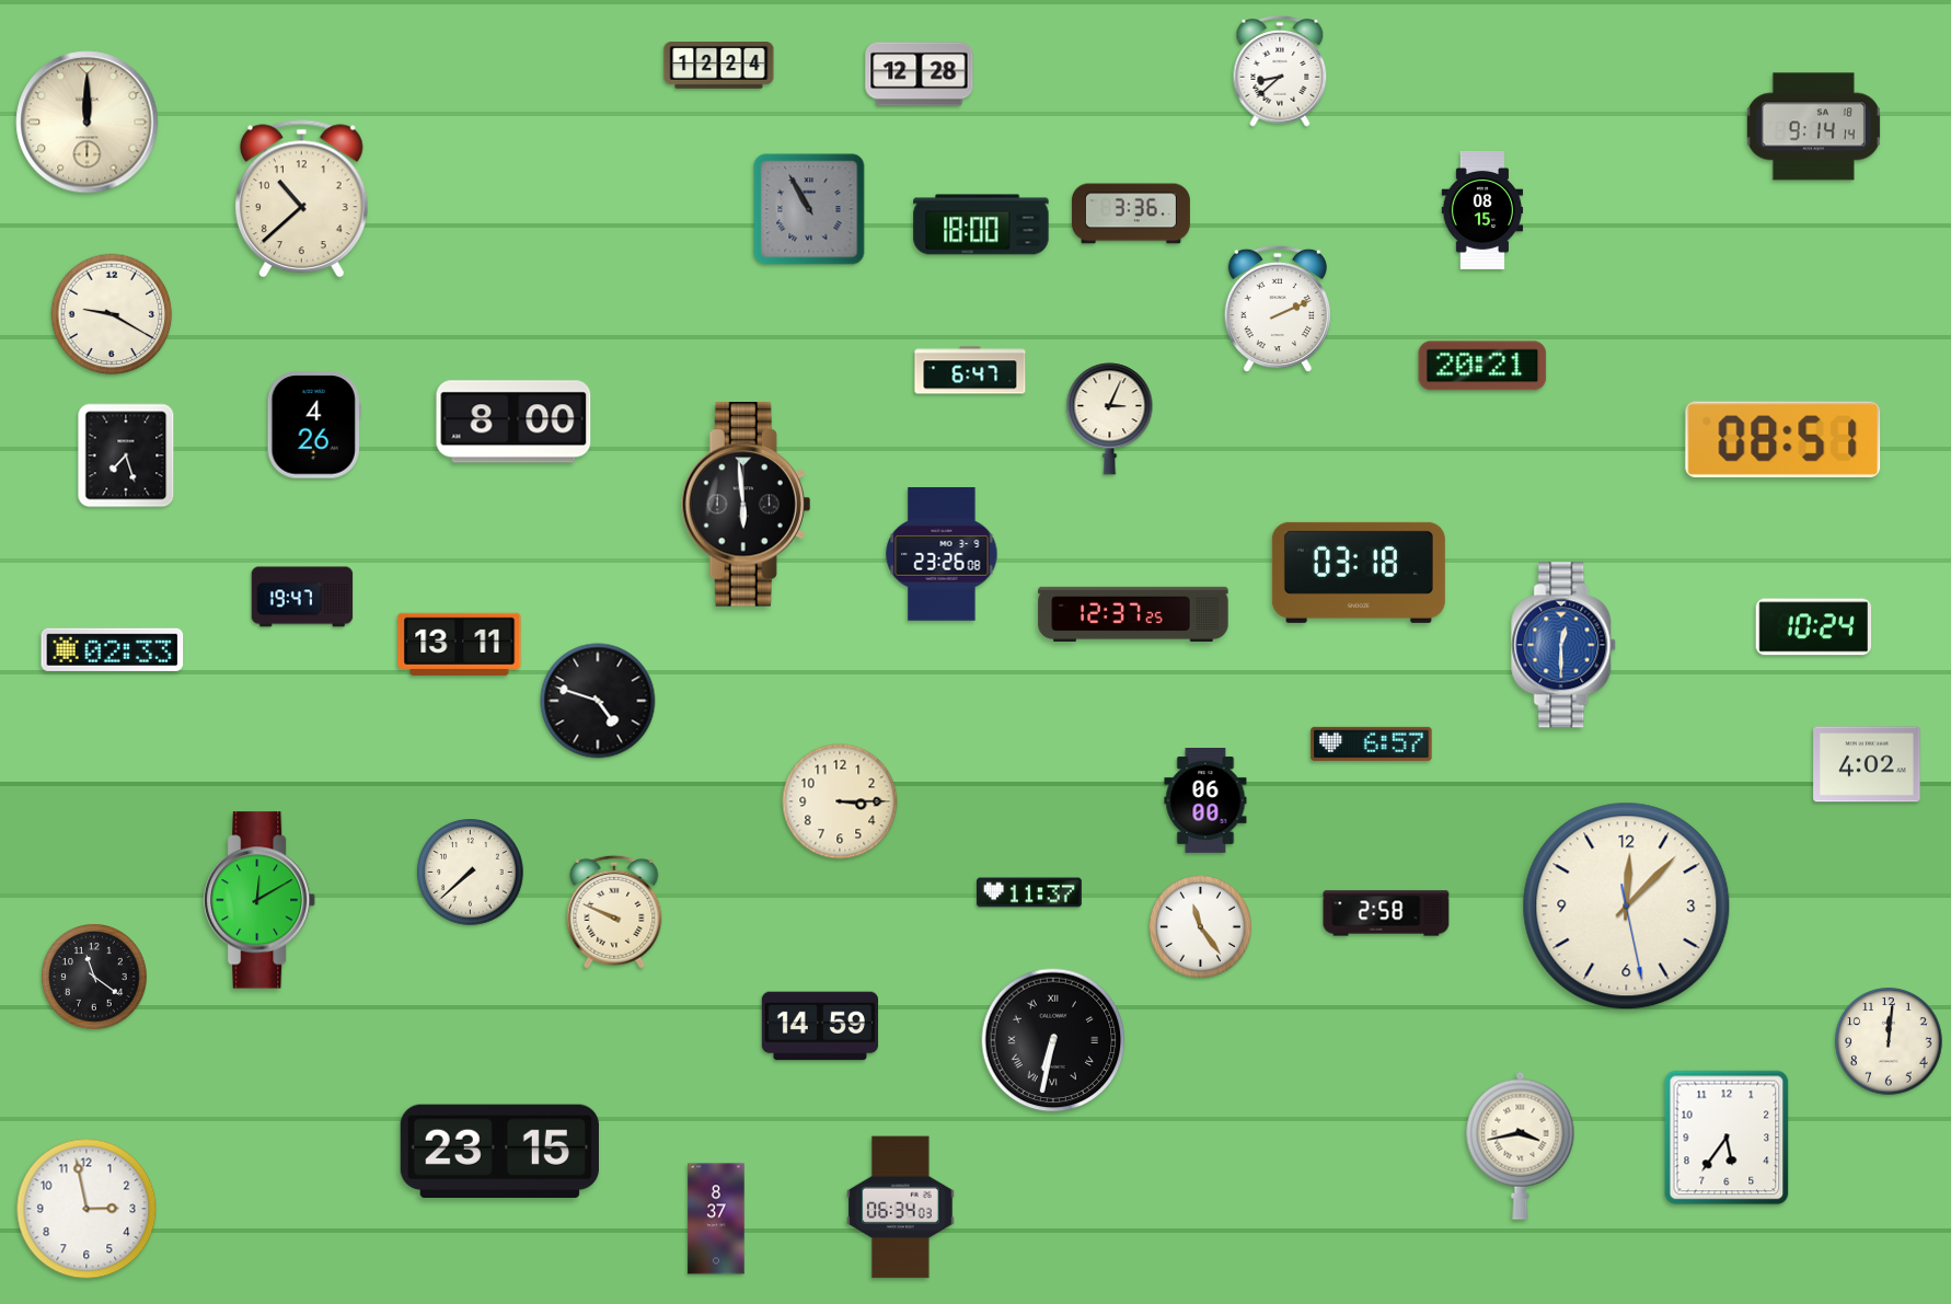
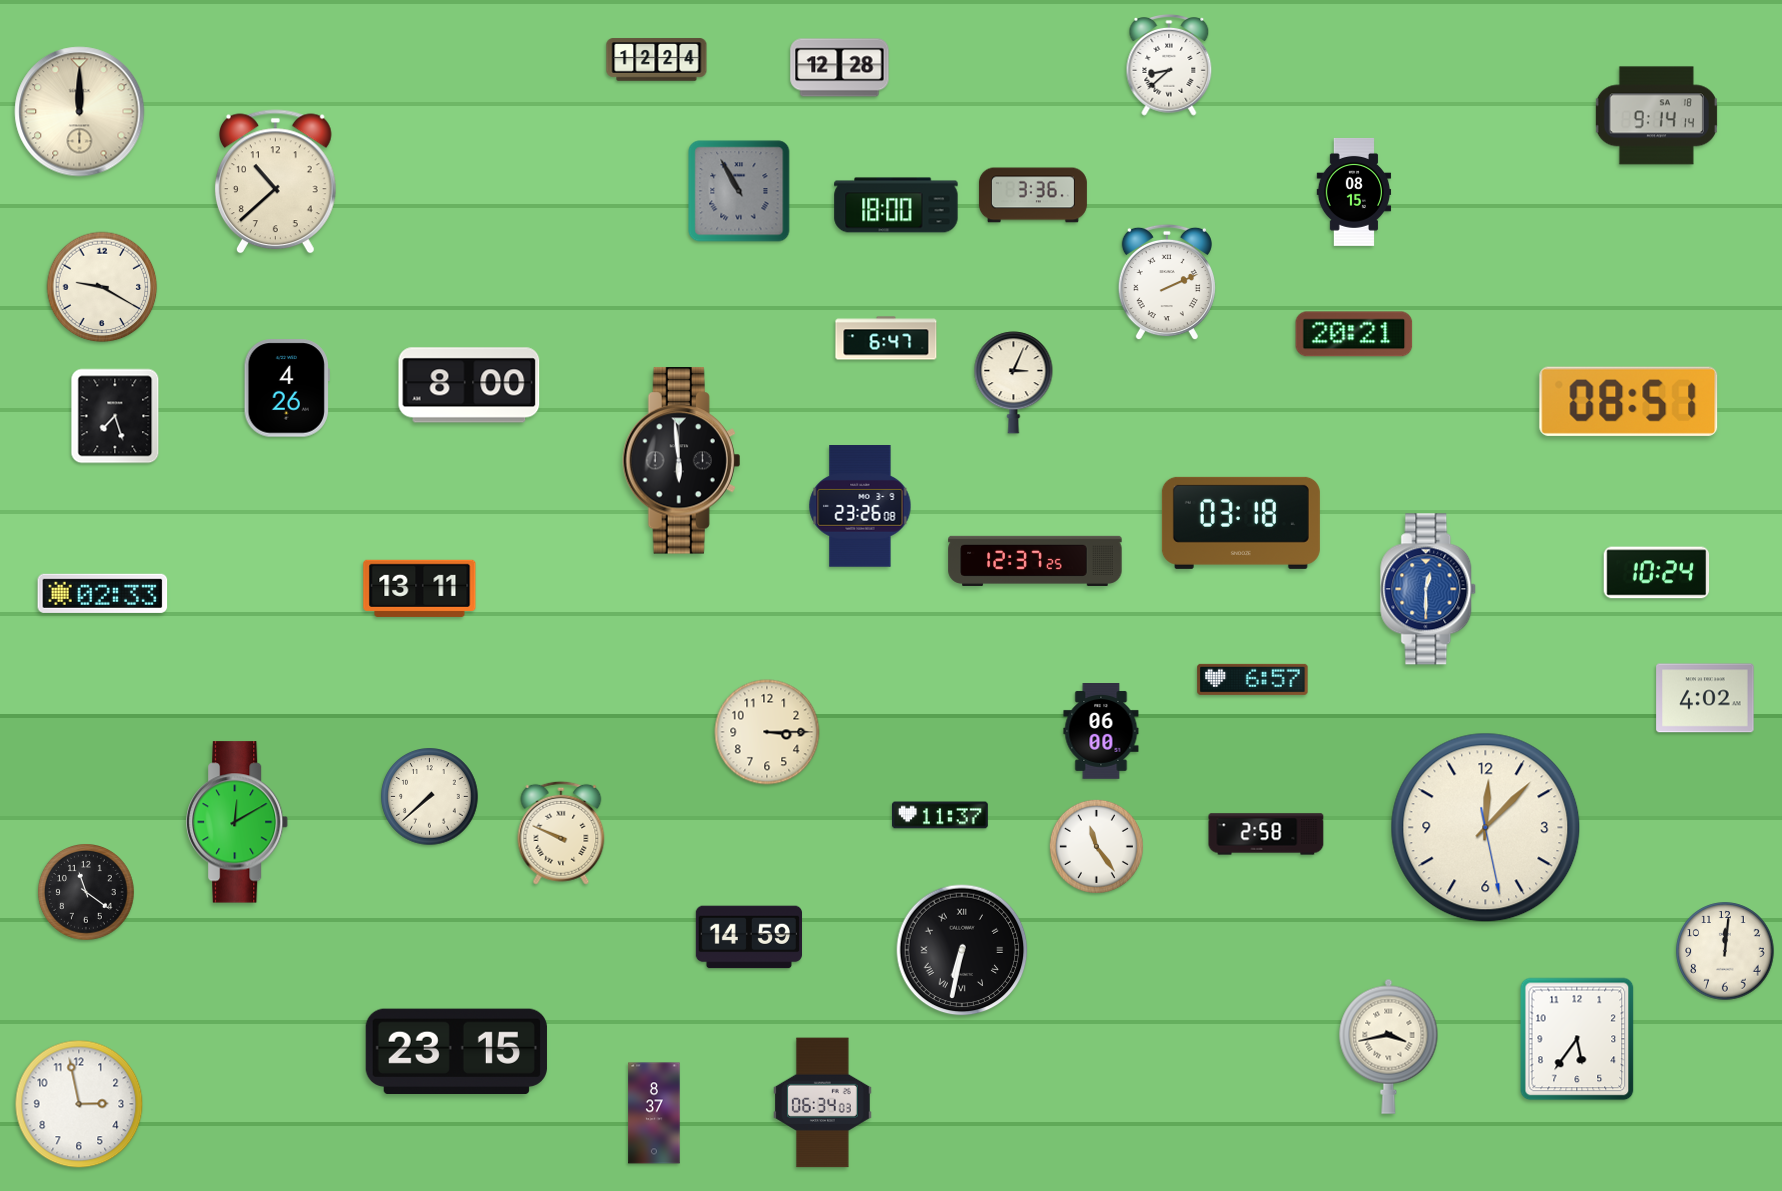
clock at (302, 597): 19:47 -> none
clock at (598, 701): 4:48 -> none
